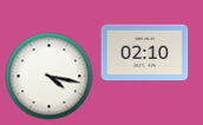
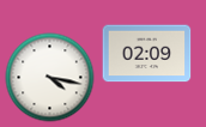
clock at (145, 53): 02:10 -> 02:09
